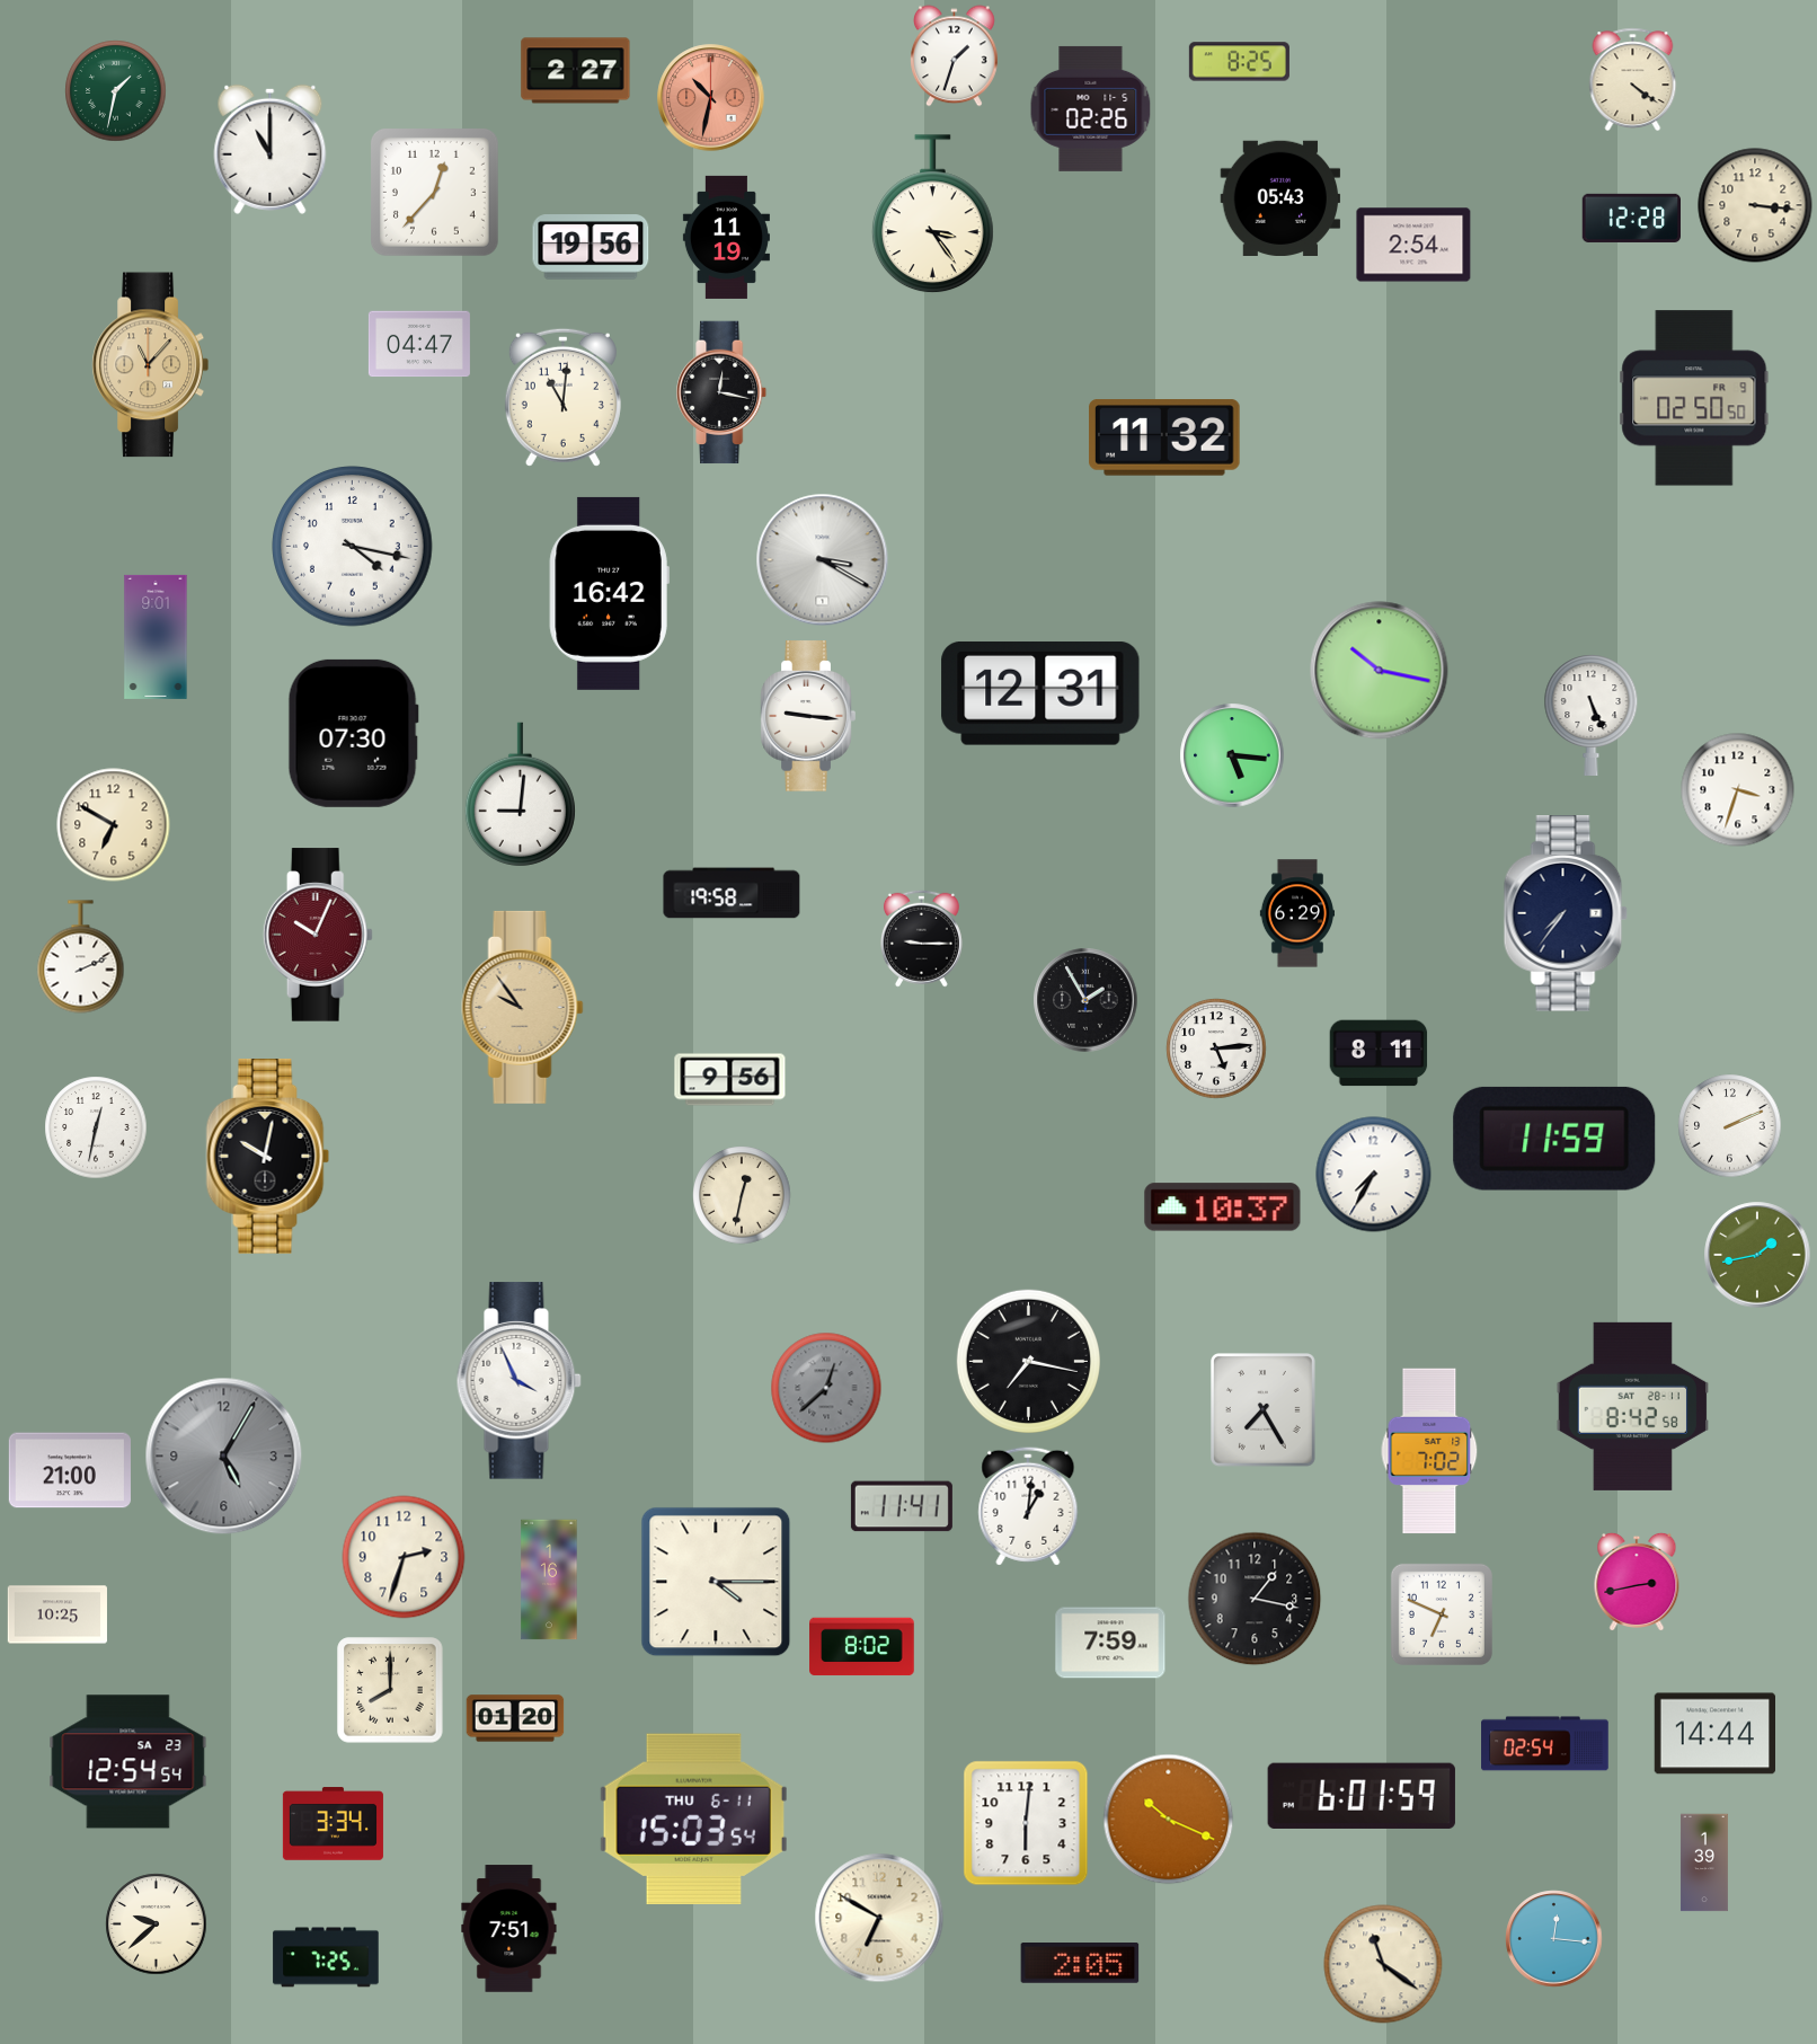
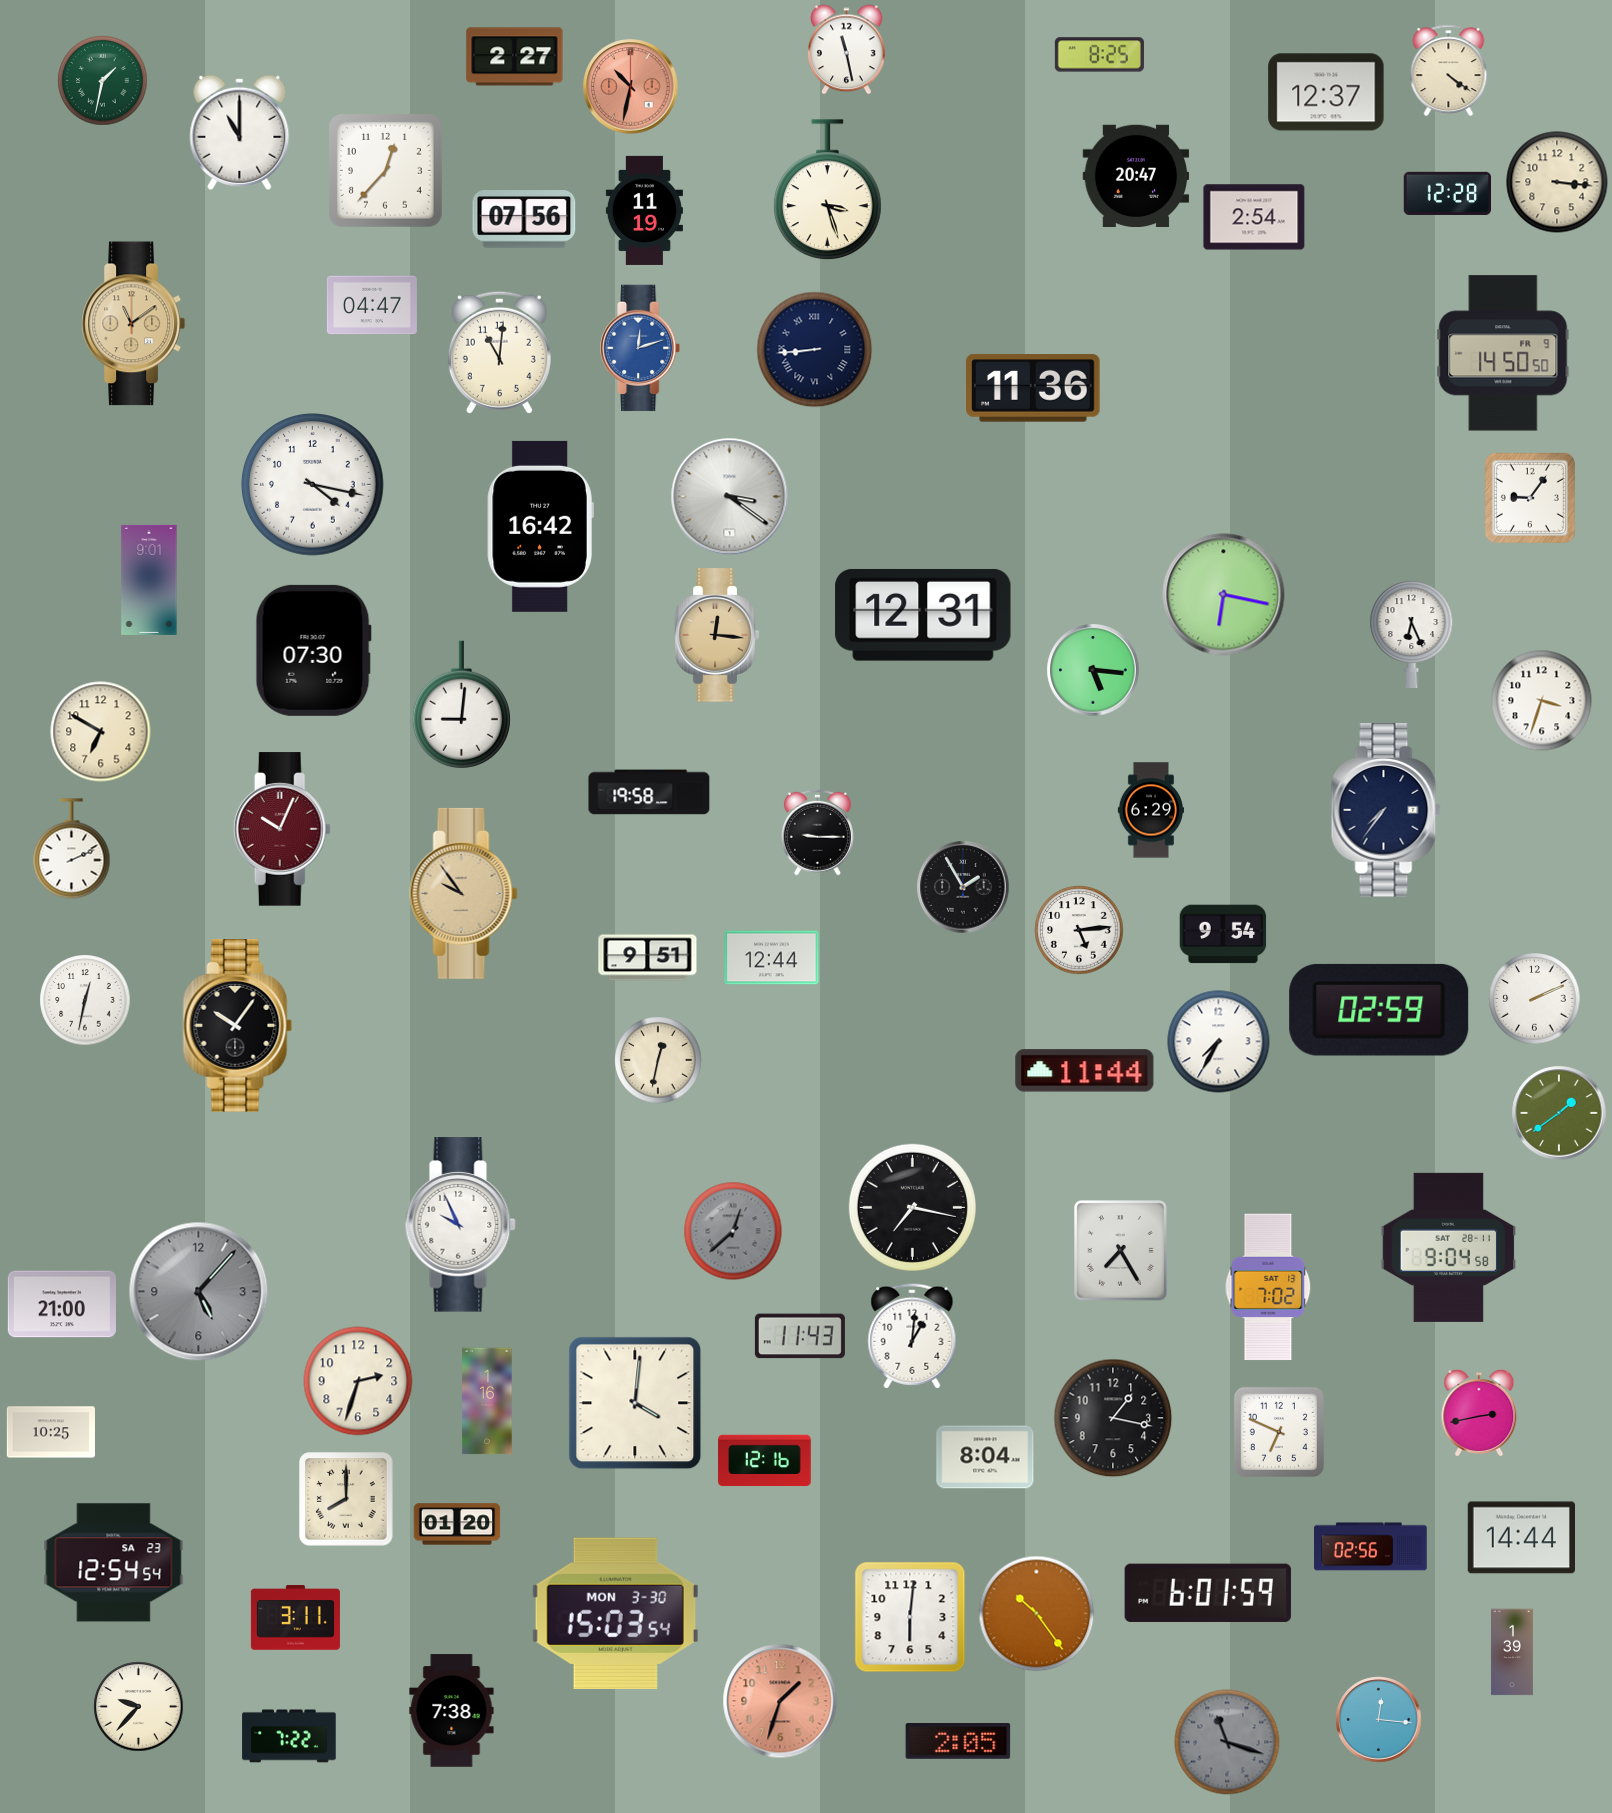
clock at (955, 56): 1:33 -> 11:28
clock at (576, 71) position: (576, 71) -> (515, 57)
clock at (1326, 92): none -> 12:37
clock at (1091, 108): 02:26 -> none
clock at (1280, 197): 05:43 -> 20:47
clock at (932, 214): 3:24 -> 3:27
clock at (591, 247): 19:56 -> 07:56
clock at (150, 365): 11:07 -> 11:09
clock at (723, 392): 12:17 -> 12:12
clock at (723, 392) dial: black -> blue
clock at (815, 350): none -> 8:44
clock at (1694, 398): 02:50 -> 14:50
clock at (1164, 437): 11:32 -> 11:36
clock at (823, 560): 3:20 -> 3:21
clock at (1530, 498): none -> 9:06
clock at (156, 637) position: (156, 637) -> (149, 580)
clock at (1380, 671): 10:17 -> 6:17
clock at (1592, 715): 5:26 -> 6:26
clock at (808, 716): 9:16 -> 12:16
clock at (808, 716) dial: white -> champagne
clock at (1566, 913) position: (1566, 913) -> (1386, 810)
clock at (1379, 1053): 8:11 -> 9:54
clock at (730, 1080): 9:56 -> 9:51
clock at (772, 958): none -> 12:44
clock at (1554, 1139): 11:59 -> 02:59
clock at (268, 1157): 10:02 -> 10:06
clock at (1223, 1207): 10:37 -> 11:44
clock at (1757, 1255): 1:43 -> 1:39
clock at (518, 1381): 3:56 -> 9:56
clock at (1633, 1406): 8:42 -> 9:04
clock at (224, 1457): 5:05 -> 5:07
clock at (902, 1506): 11:41 -> 11:43
clock at (1637, 1581) position: (1637, 1581) -> (1479, 1412)
clock at (716, 1582): 4:15 -> 4:01
clock at (1110, 1643): 7:59 -> 8:04
clock at (862, 1647): 8:02 -> 12:16
clock at (1545, 1744): 02:54 -> 02:56
clock at (693, 1819) date: THU 6-11 -> MON 3-30
clock at (1169, 1820): 10:19 -> 10:24
clock at (333, 1824): 3:34 -> 3:11
clock at (879, 1918): 6:50 -> 1:33
clock at (879, 1918) dial: cream -> salmon
clock at (157, 1924): 9:38 -> 9:37
clock at (509, 1929): 7:51 -> 7:38
clock at (326, 1957): 7:25 -> 7:22
clock at (1383, 1964): 11:21 -> 11:18
clock at (1383, 1964) dial: cream -> grey
